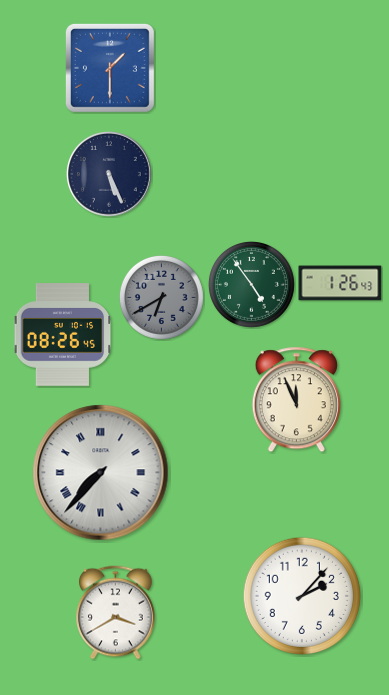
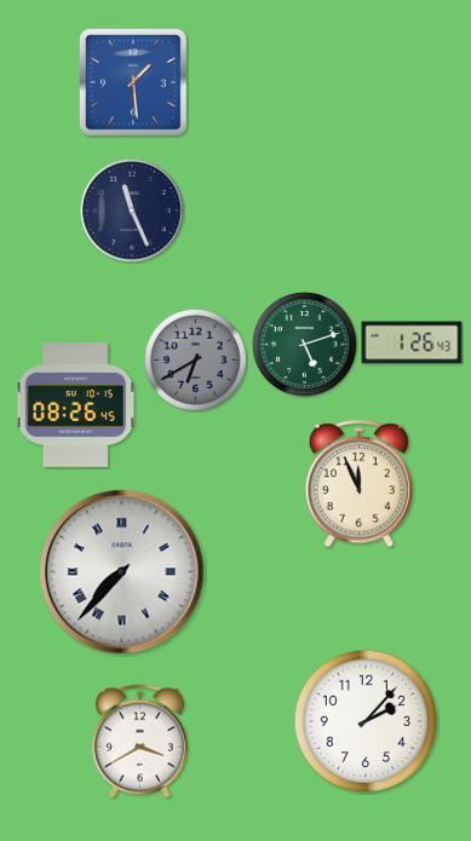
clock at (110, 68): 1:30 -> 1:29
clock at (110, 175): 5:26 -> 11:26
clock at (251, 284): 4:54 -> 5:12
